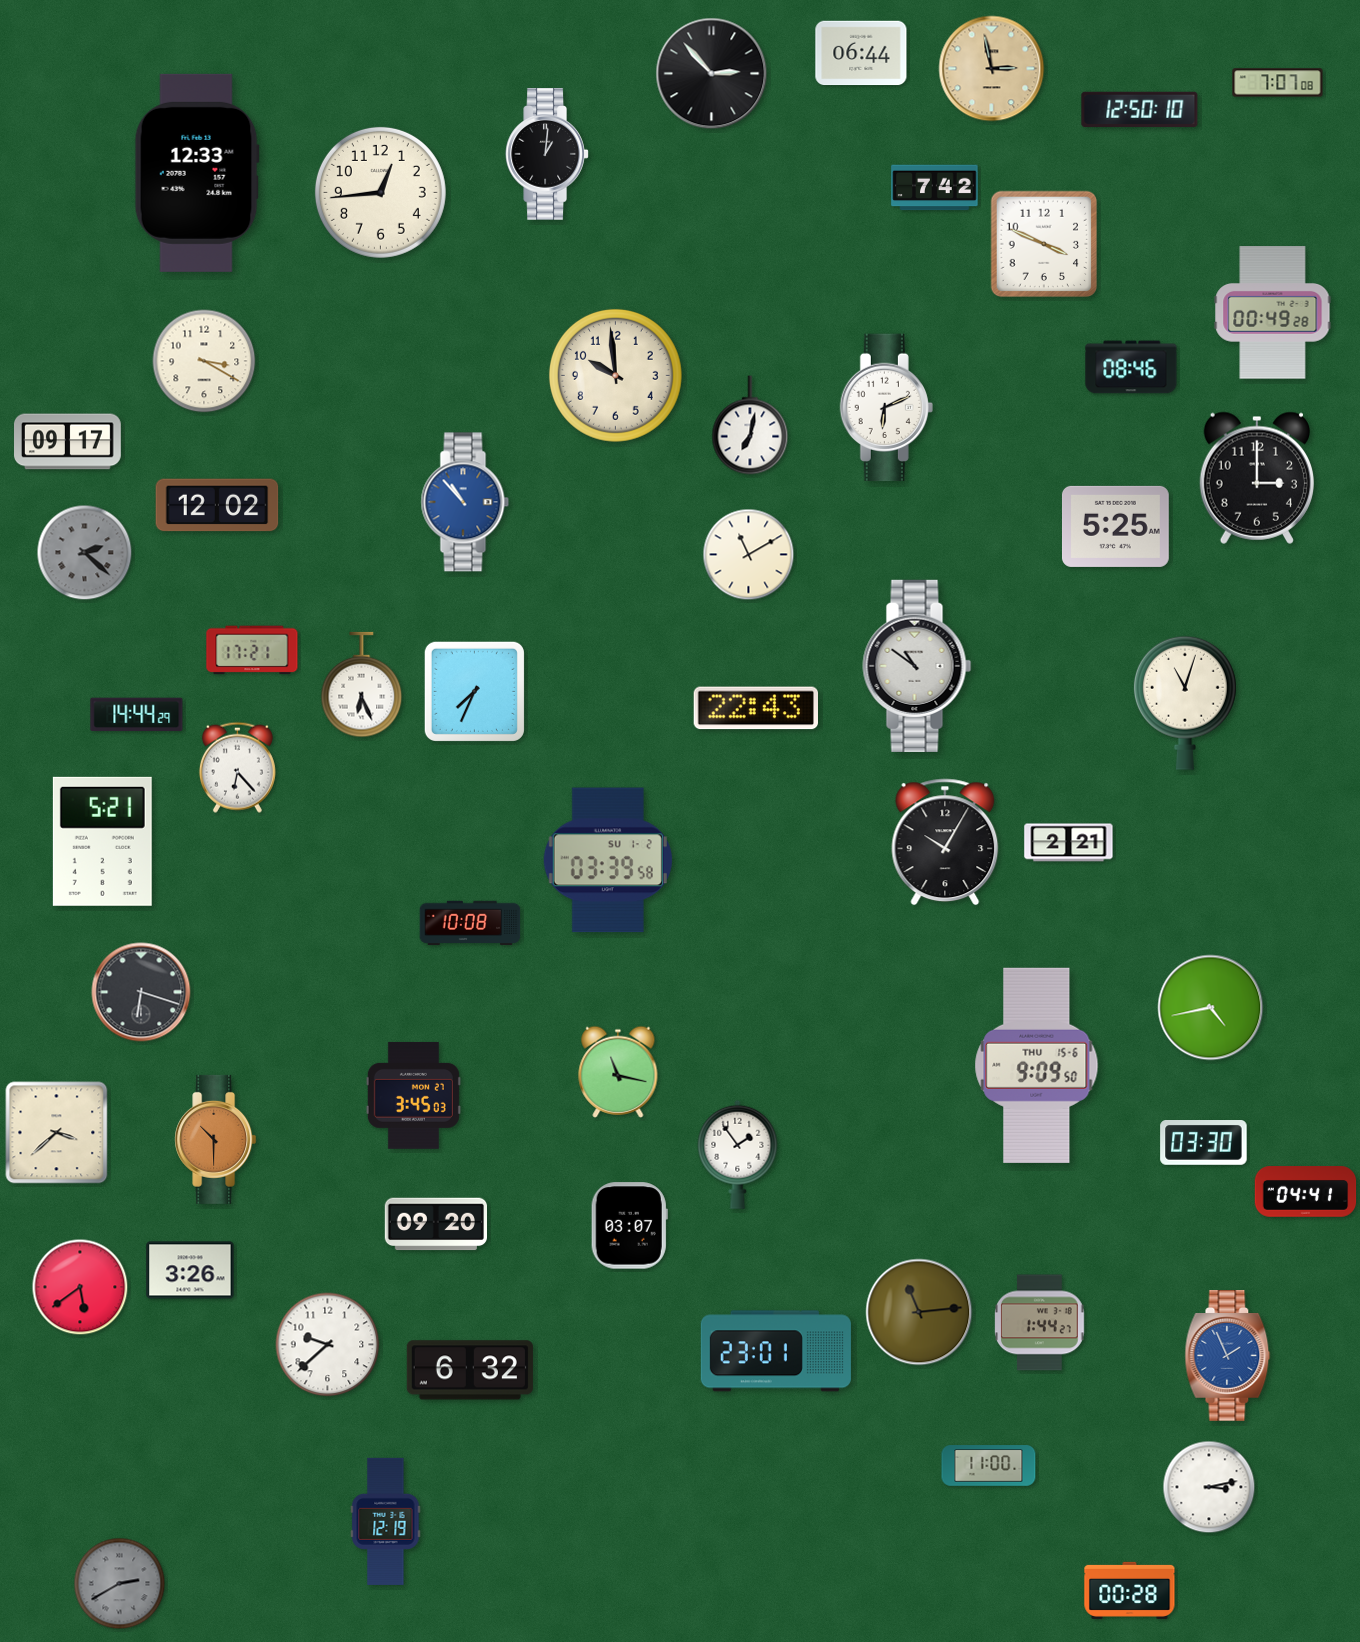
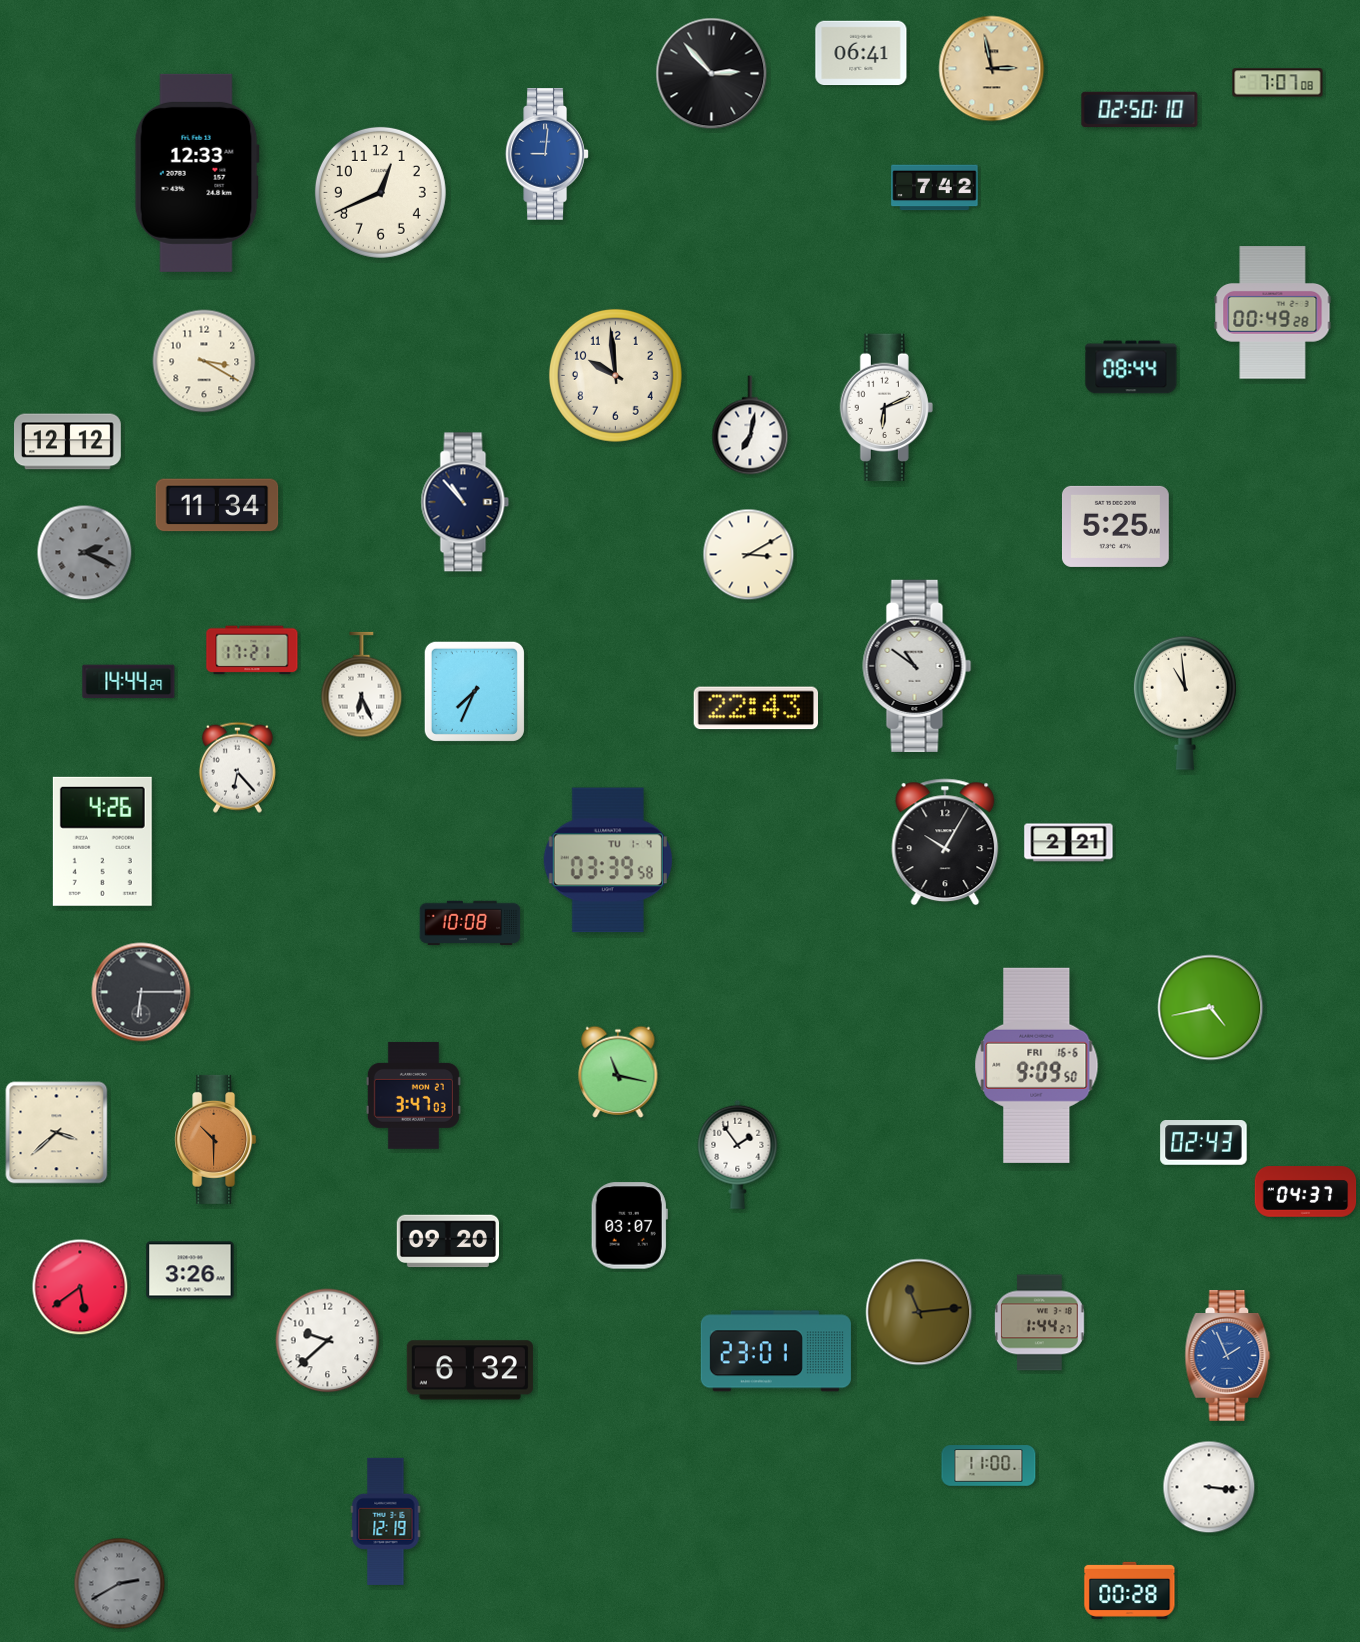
clock at (861, 53): 06:44 -> 06:41
clock at (1140, 109): 12:50 -> 02:50
clock at (547, 154): 1:01 -> 9:01
clock at (547, 154) dial: black -> blue
clock at (380, 192): 12:44 -> 12:41
clock at (1044, 244): 3:49 -> none
clock at (1131, 367): 08:46 -> 08:44
clock at (68, 442): 09:17 -> 12:12
clock at (1257, 478): 3:00 -> none
clock at (465, 502) dial: blue -> navy
clock at (217, 505): 12:02 -> 11:34
clock at (85, 553): 2:22 -> 2:19
clock at (749, 555): 11:10 -> 3:10
clock at (1185, 703): 11:03 -> 10:59
clock at (137, 715) position: (137, 715) -> (129, 682)
clock at (102, 841): 5:21 -> 4:26
clock at (608, 860) date: SU 1-2 -> TU 1-4
clock at (141, 992): 6:18 -> 6:15
clock at (1037, 1065) date: THU 15-6 -> FRI 16-6
clock at (413, 1095): 3:45 -> 3:47
clock at (1204, 1143): 03:30 -> 02:43
clock at (1306, 1192): 04:41 -> 04:37
clock at (435, 1224) position: (435, 1224) -> (447, 1241)
clock at (328, 1345) position: (328, 1345) -> (328, 1341)
clock at (1209, 1487): 3:13 -> 3:16
